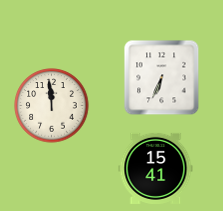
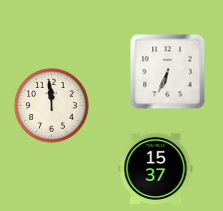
clock at (162, 78) position: (162, 78) -> (168, 72)
clock at (156, 168): 15:41 -> 15:37
